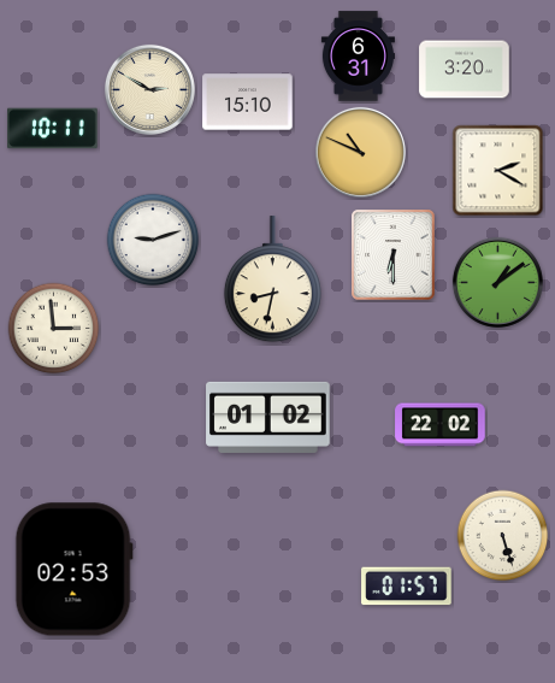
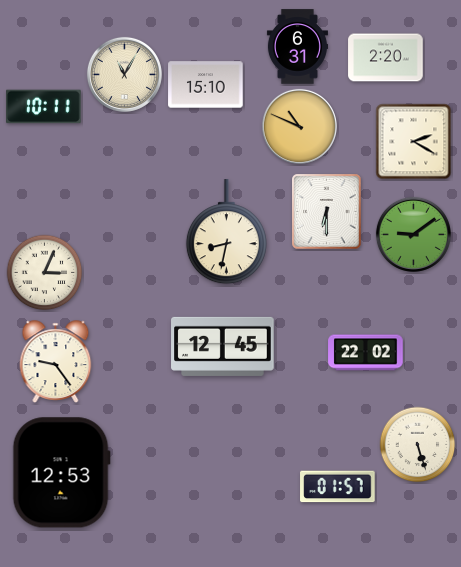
clock at (465, 70): 3:20 -> 2:20
clock at (149, 89): 2:50 -> 11:05
clock at (153, 240): 9:12 -> none
clock at (497, 282): 1:09 -> 9:09
clock at (54, 329): 2:59 -> 3:04
clock at (268, 417): 01:02 -> 12:45
clock at (56, 362): none -> 9:24
clock at (73, 570): 02:53 -> 12:53
